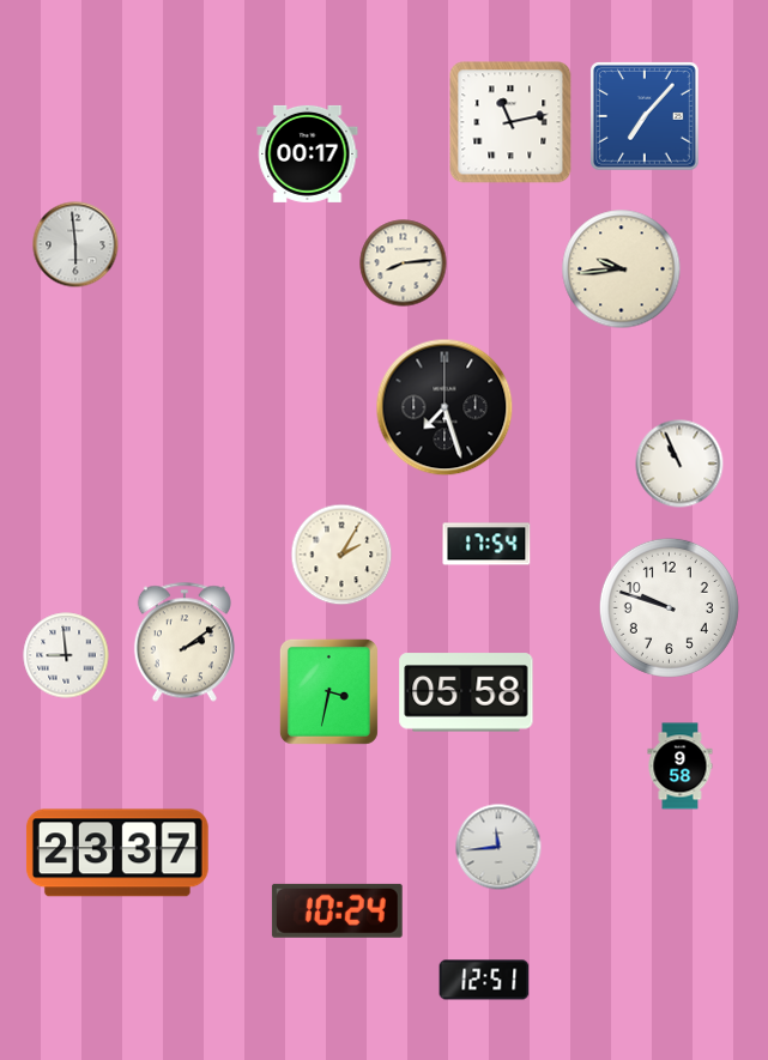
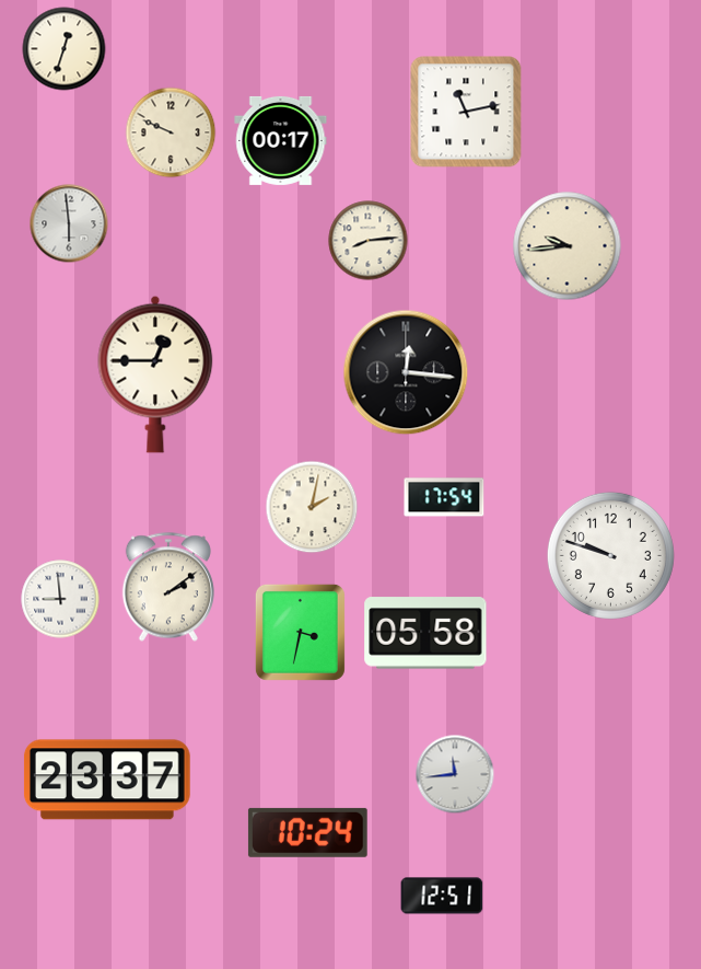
clock at (65, 49): none -> 12:33
clock at (646, 117): 7:07 -> none
clock at (171, 132): none -> 9:49
clock at (445, 407): 7:27 -> 12:16
clock at (155, 374): none -> 12:45
clock at (679, 464): 10:56 -> none
clock at (341, 555): 2:05 -> 2:02
clock at (681, 767): 9:58 -> none
